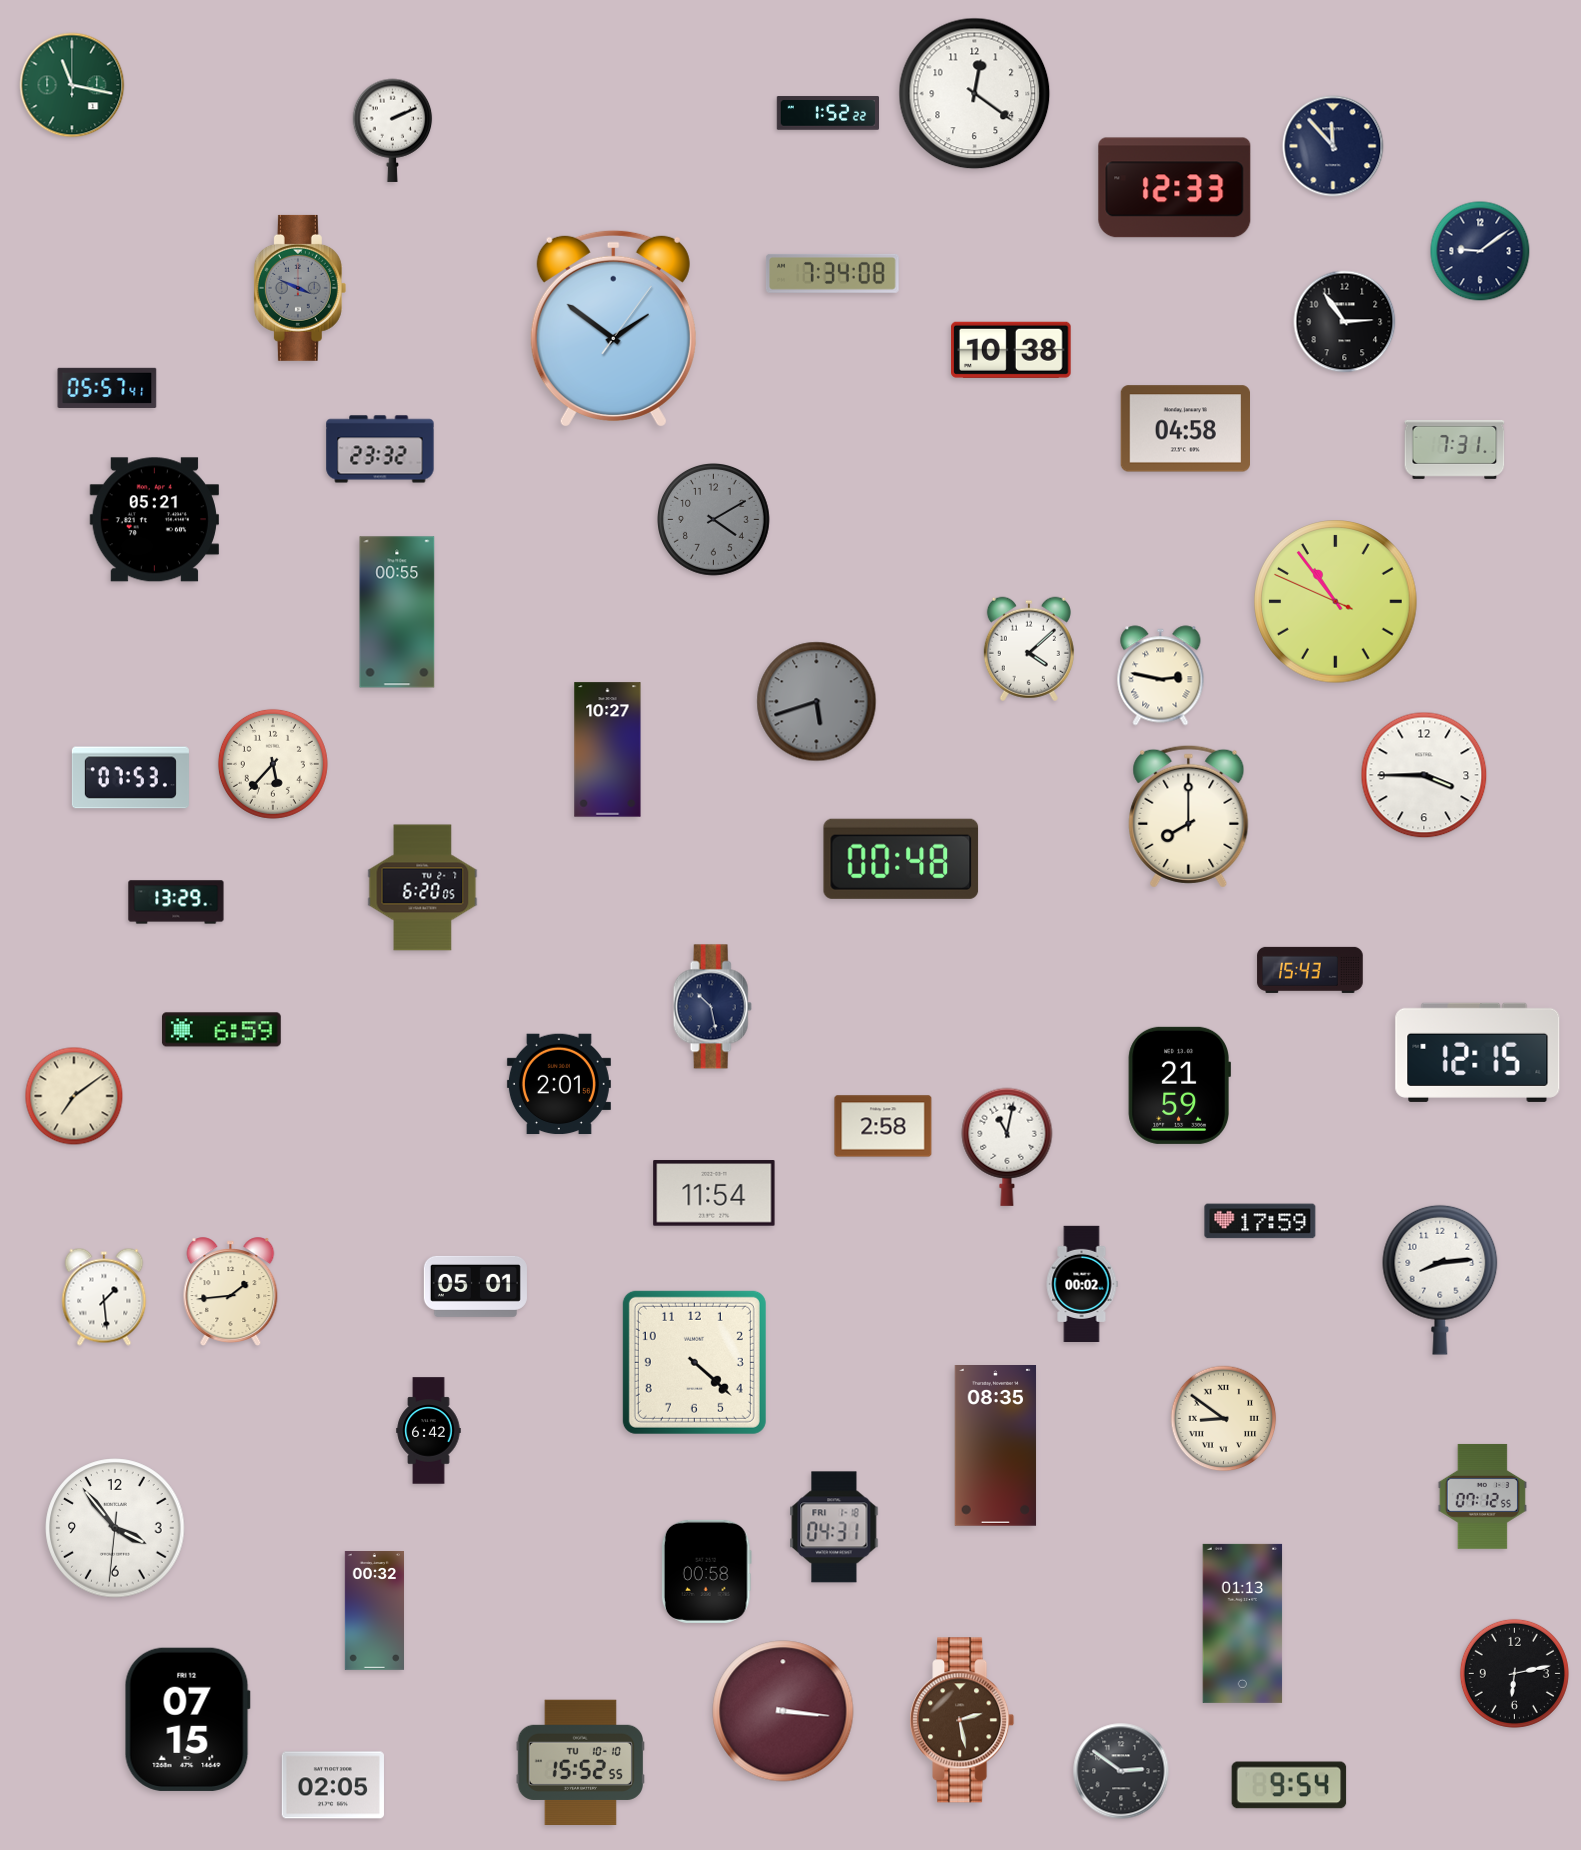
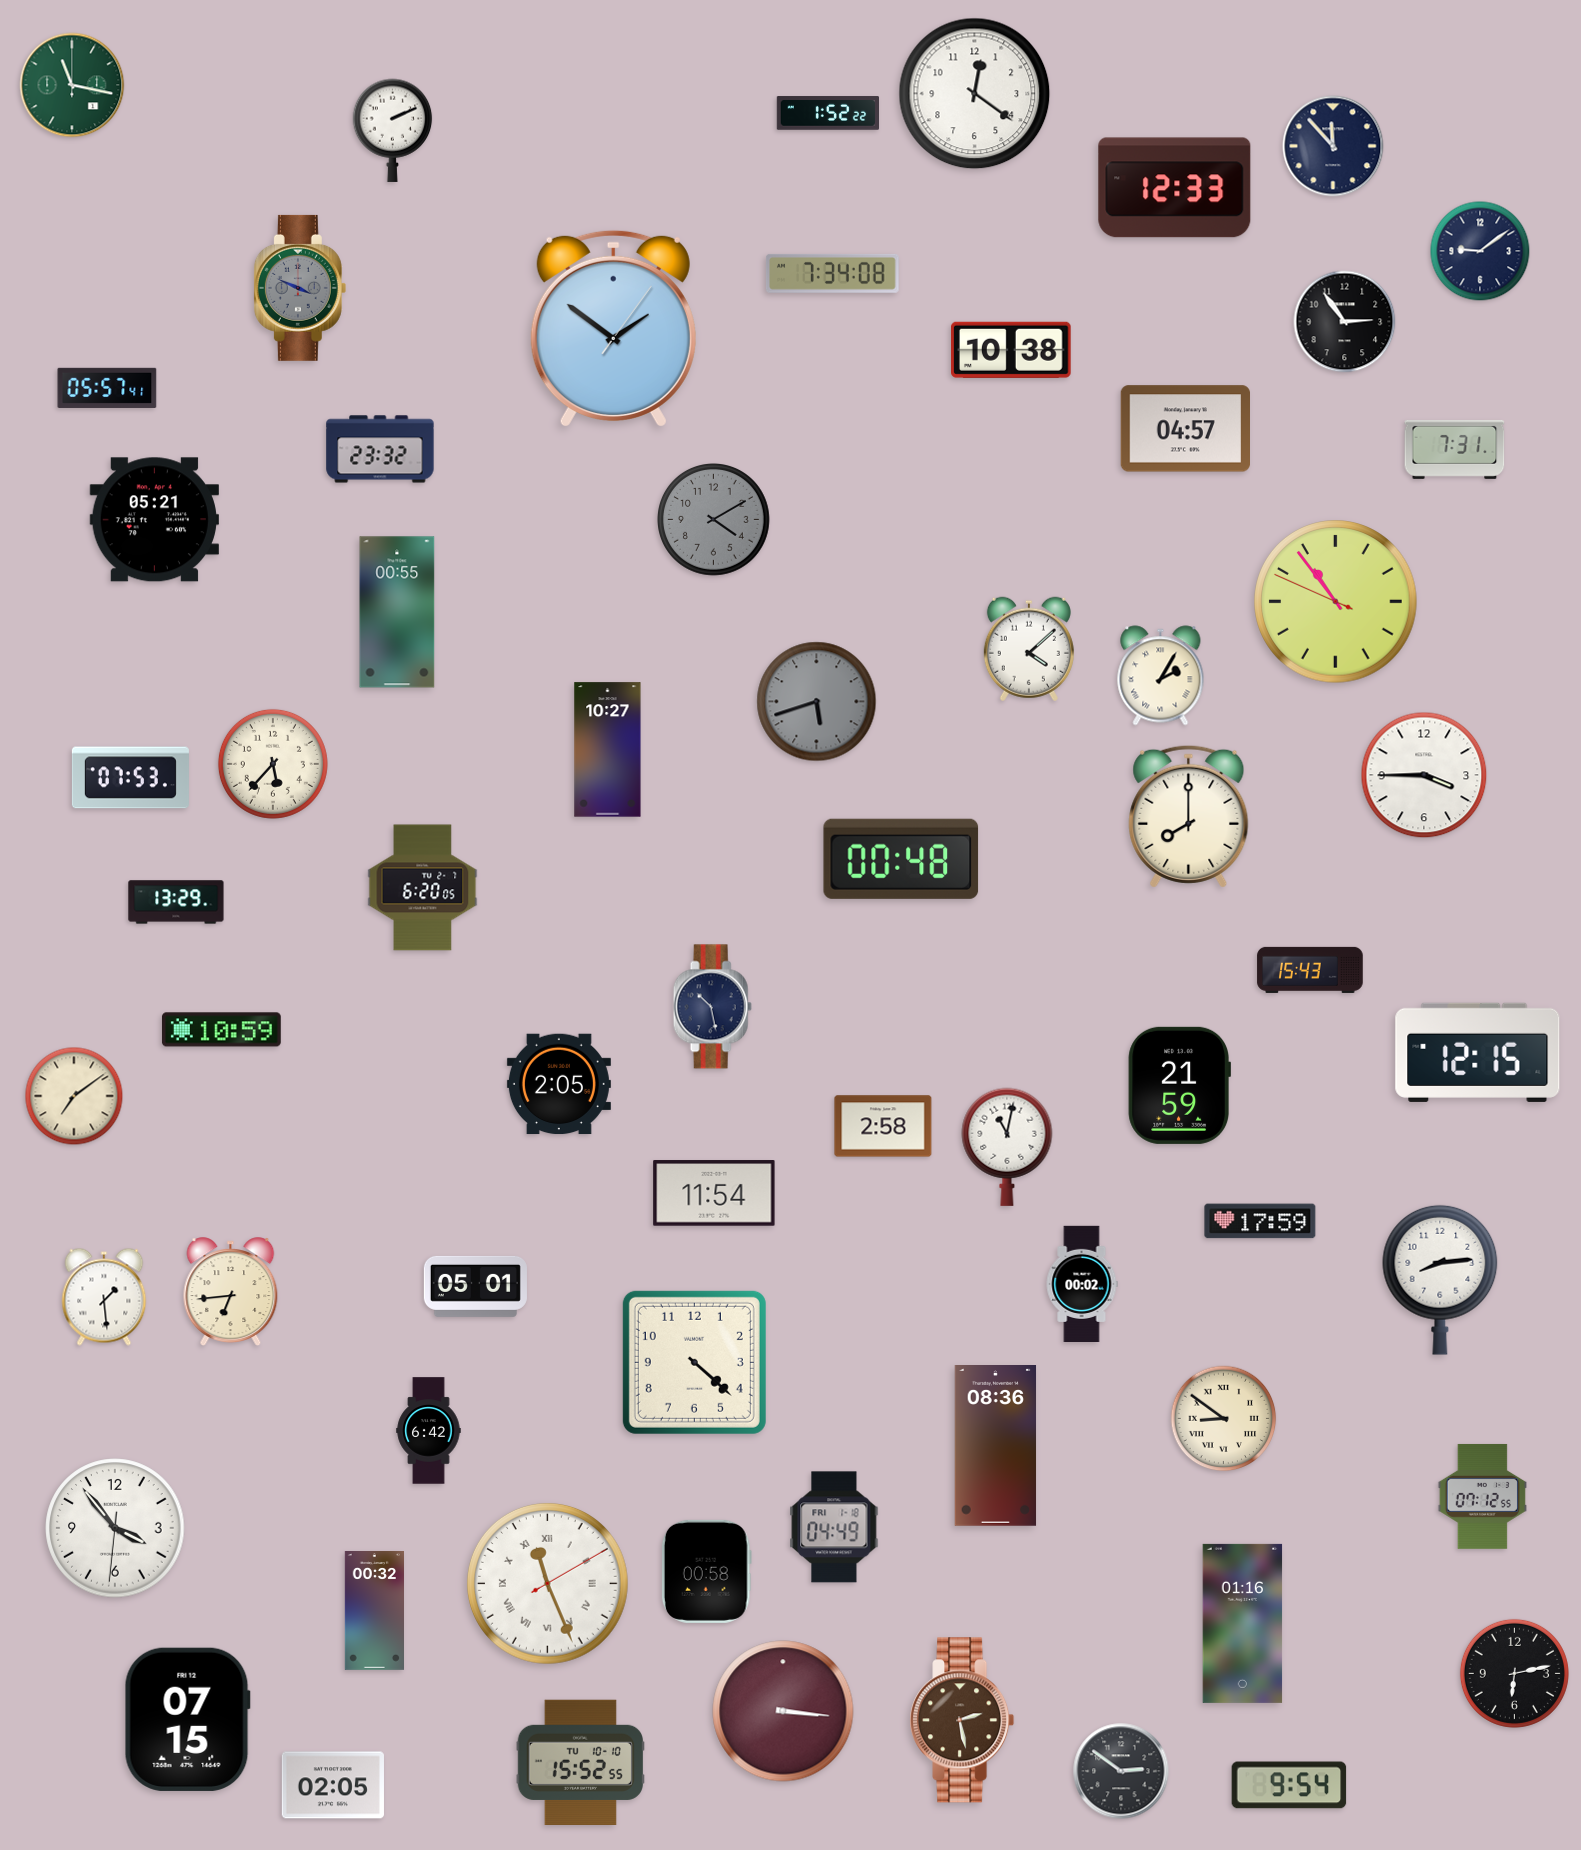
clock at (1185, 429): 04:58 -> 04:57
clock at (1161, 676): 2:47 -> 2:05
clock at (221, 1030): 6:59 -> 10:59
clock at (559, 1084): 2:01 -> 2:05
clock at (231, 1291): 1:44 -> 6:44
clock at (996, 1446): 08:35 -> 08:36
clock at (834, 1527): 04:31 -> 04:49
clock at (547, 1583): none -> 11:26
clock at (1243, 1623): 01:13 -> 01:16
